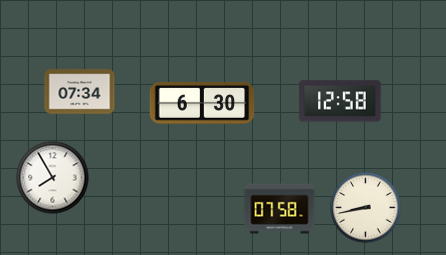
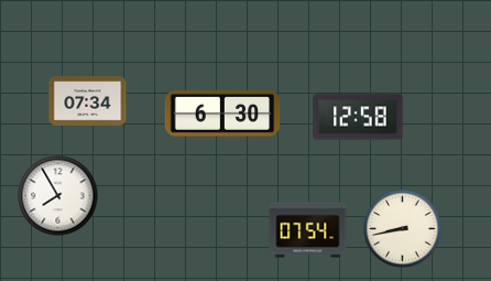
clock at (340, 101) position: (340, 101) -> (358, 117)
clock at (280, 209): 07:58 -> 07:54
